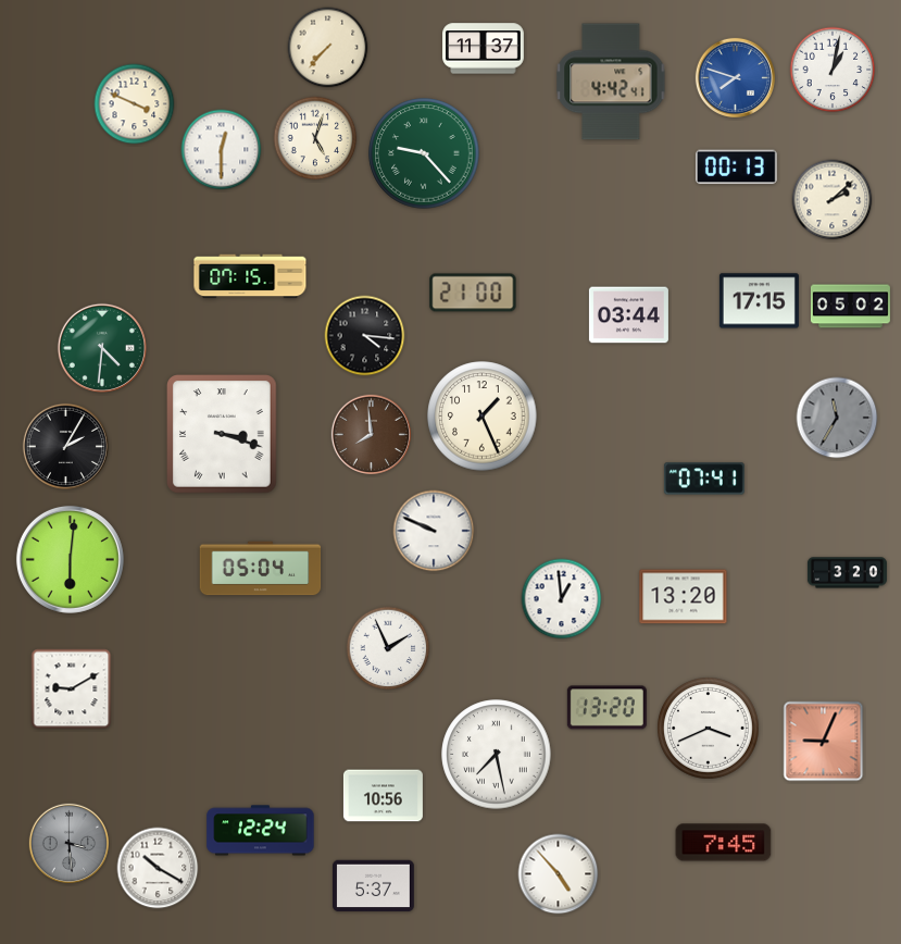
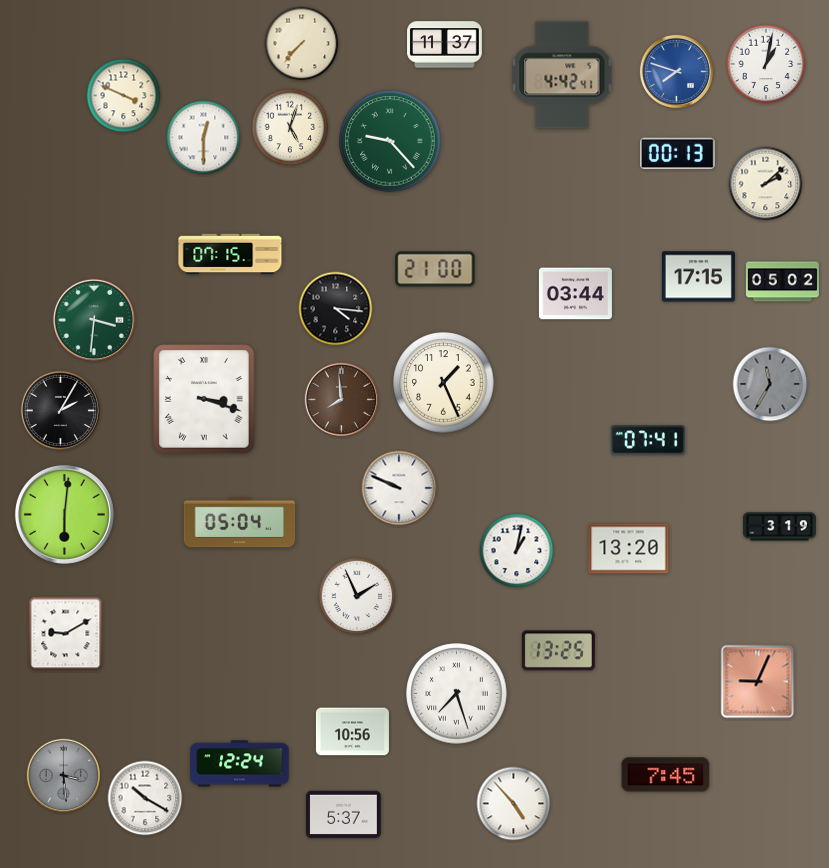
clock at (628, 315) position: (628, 315) -> (575, 294)
clock at (102, 348): 4:31 -> 3:31
clock at (847, 573): 3:20 -> 3:19
clock at (562, 599): 12:59 -> 1:02
clock at (606, 708): 13:20 -> 13:25
clock at (708, 728): 3:41 -> none
clock at (497, 755): 7:28 -> 7:27
